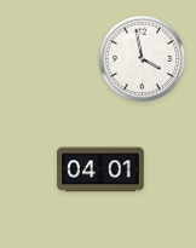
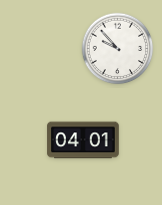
clock at (143, 59): 3:58 -> 9:53
